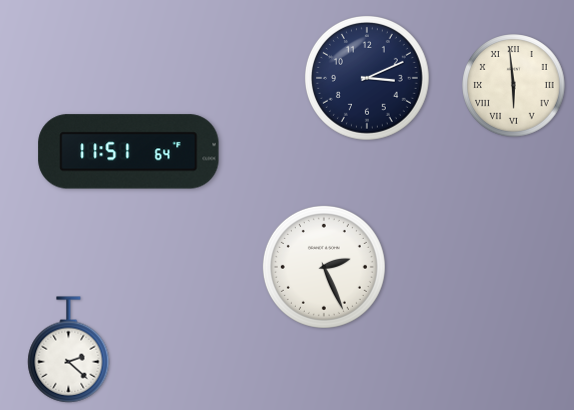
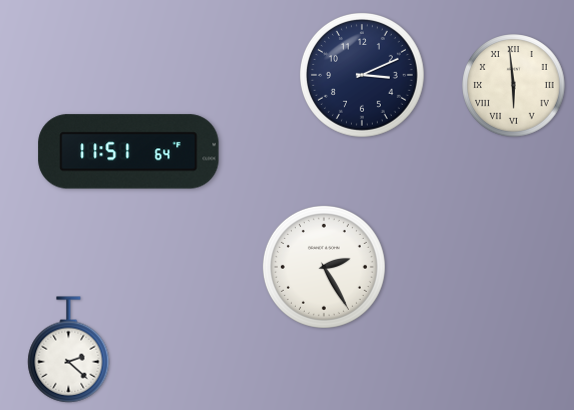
clock at (368, 79) position: (368, 79) -> (363, 76)
clock at (324, 267): 2:26 -> 2:25
